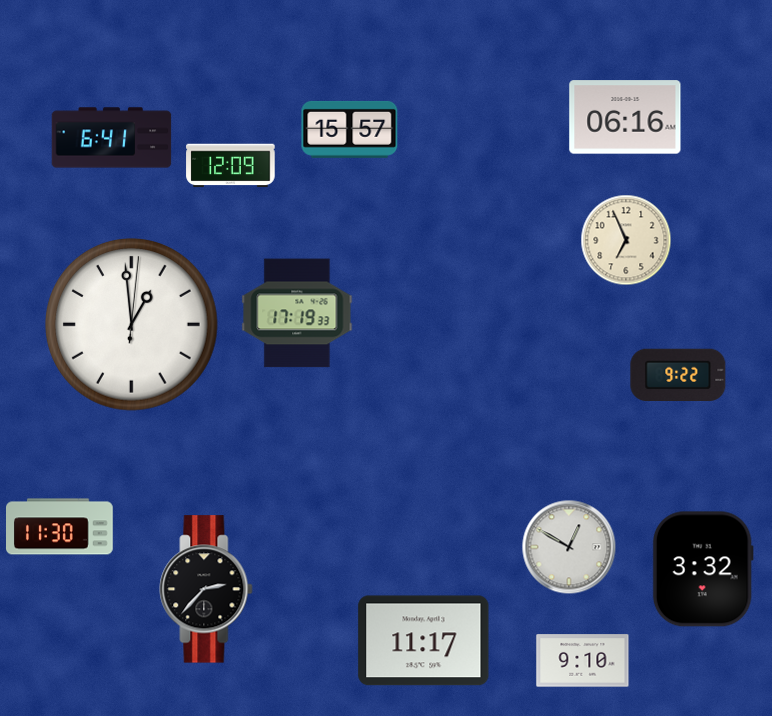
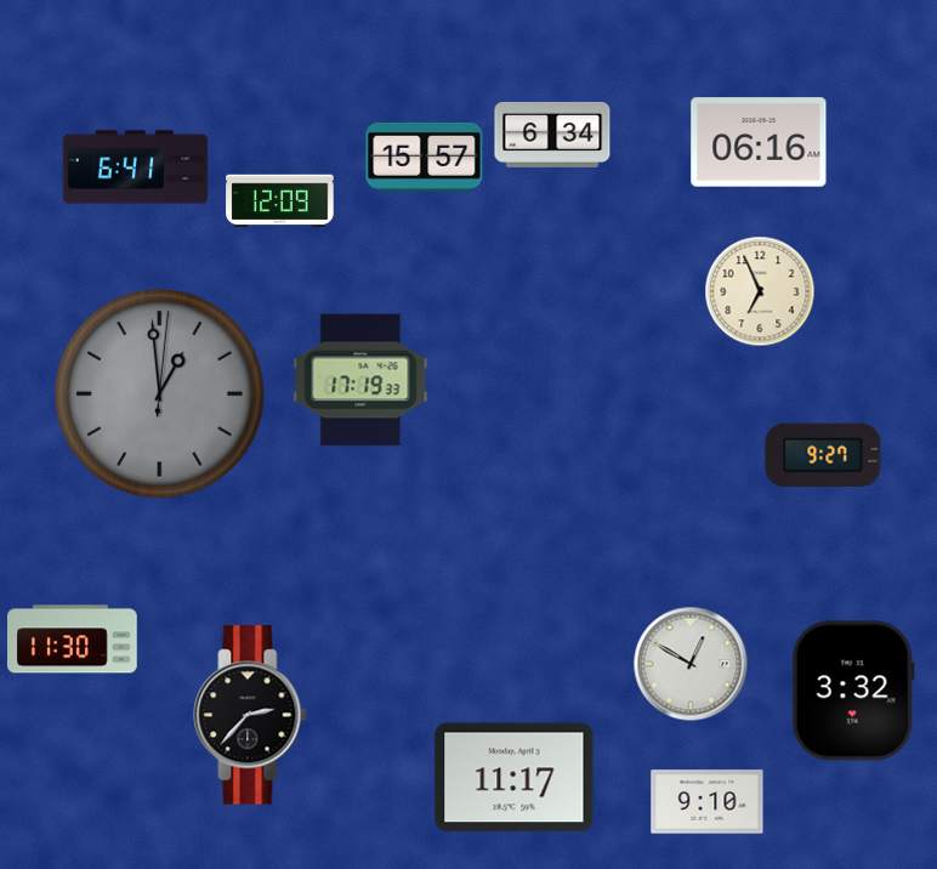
clock at (552, 135): none -> 6:34
clock at (132, 325) dial: white -> grey
clock at (678, 375): 9:22 -> 9:27
